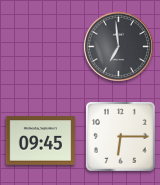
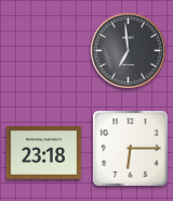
clock at (41, 141): 09:45 -> 23:18
